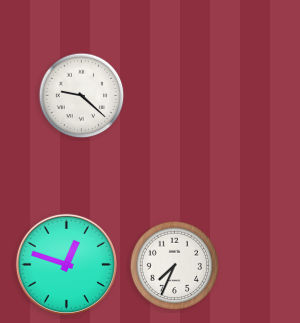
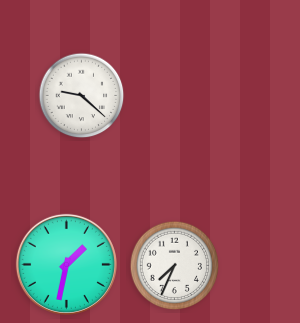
clock at (66, 264): 12:48 -> 1:32
